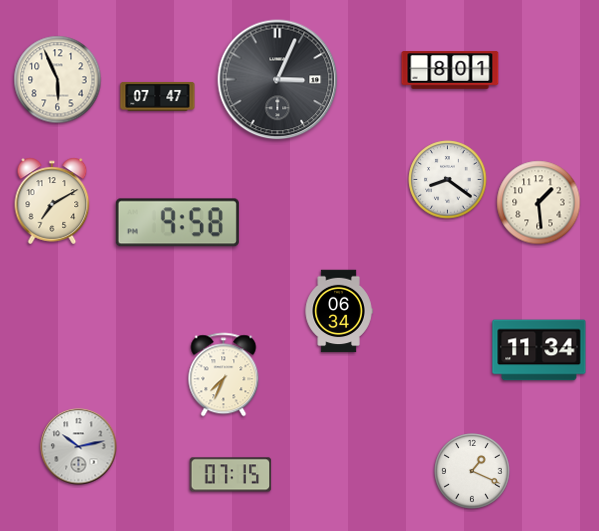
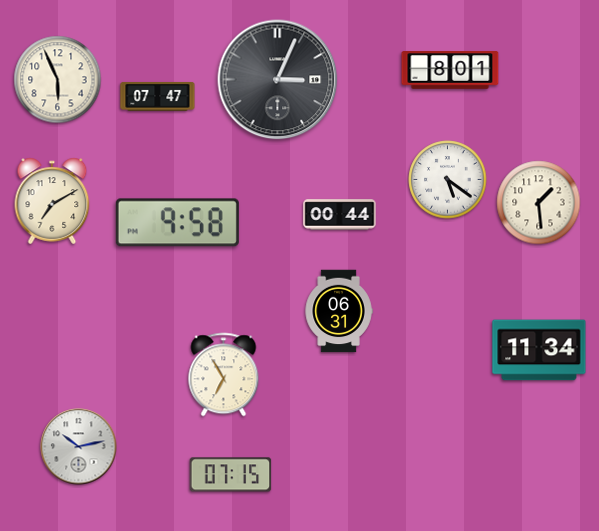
clock at (448, 180): 8:21 -> 5:21
clock at (340, 215): none -> 00:44
clock at (339, 311): 06:34 -> 06:31
clock at (224, 375): 7:34 -> 6:55
clock at (472, 471): 1:19 -> none
